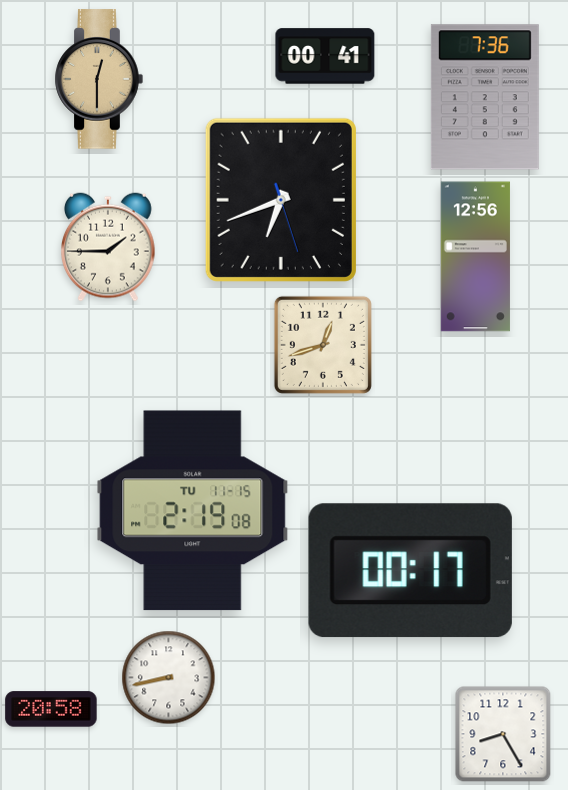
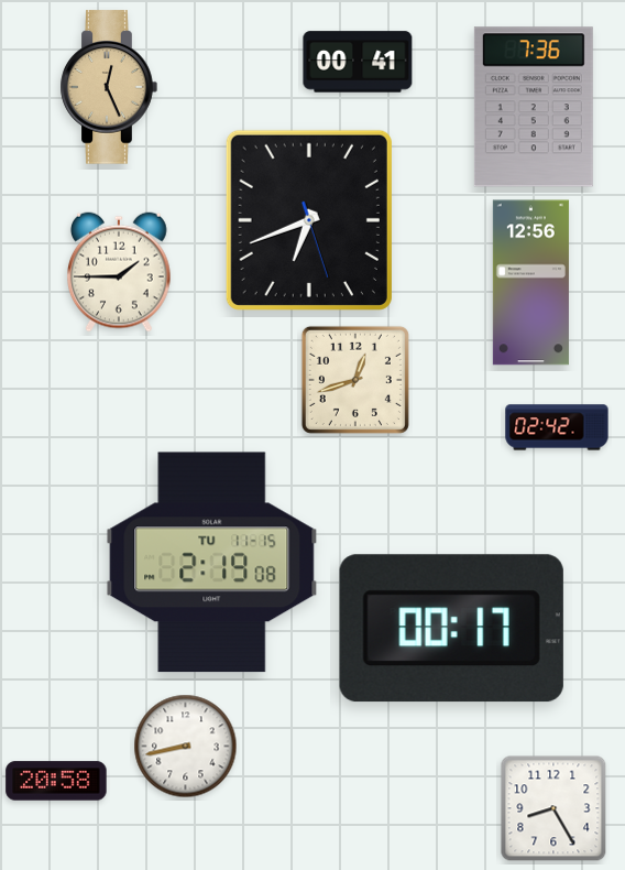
clock at (99, 79): 12:30 -> 12:26
clock at (475, 257) position: (475, 257) -> (530, 283)
clock at (557, 427): none -> 02:42
